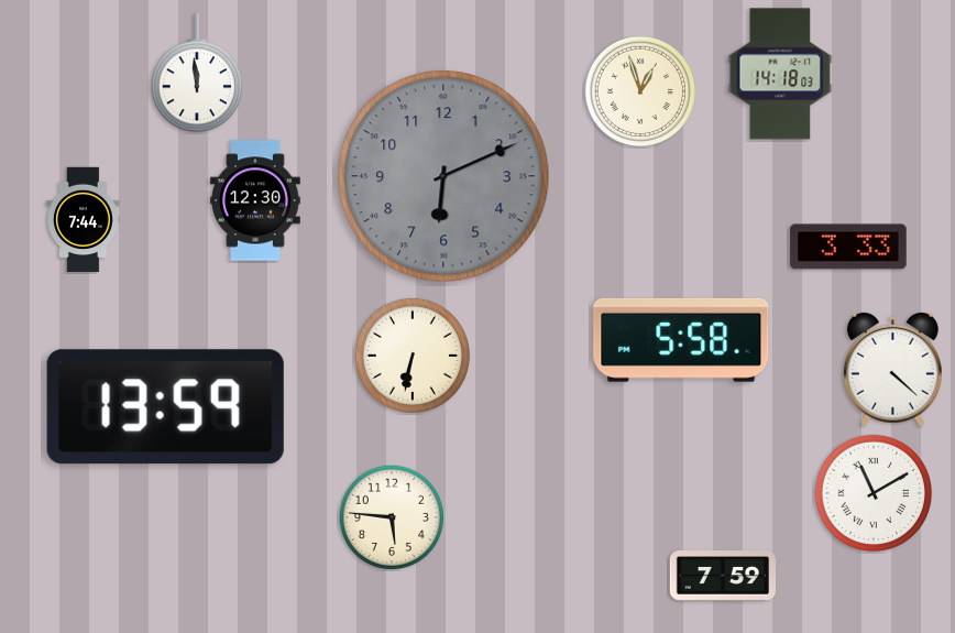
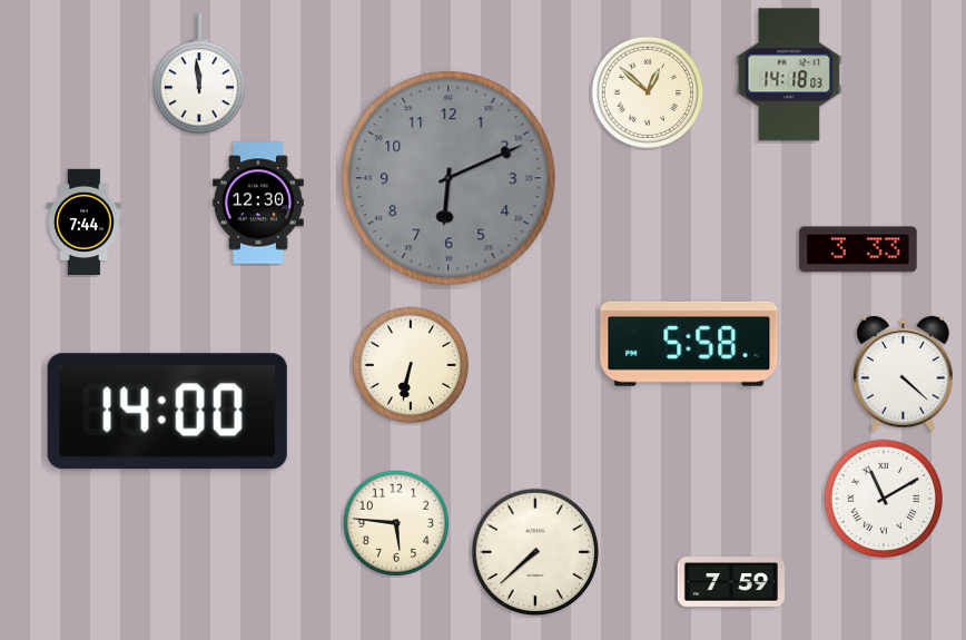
clock at (639, 90): 12:57 -> 12:52
clock at (411, 354) position: (411, 354) -> (410, 364)
clock at (165, 407): 13:59 -> 14:00
clock at (535, 552): none -> 7:38
